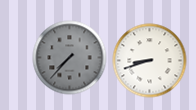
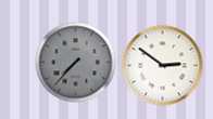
clock at (150, 61): 8:42 -> 2:51
